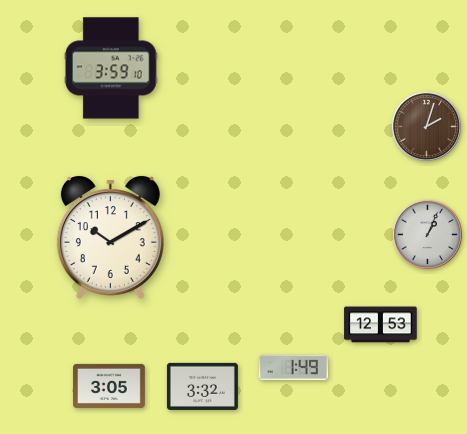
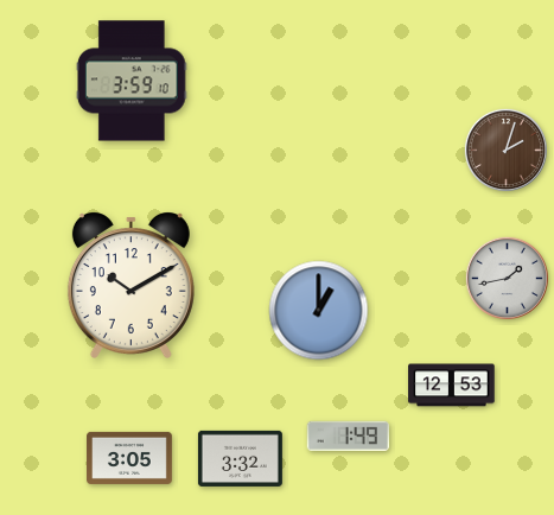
clock at (427, 234): 1:04 -> 1:43
clock at (110, 237) position: (110, 237) -> (130, 285)
clock at (319, 311): none -> 1:00
